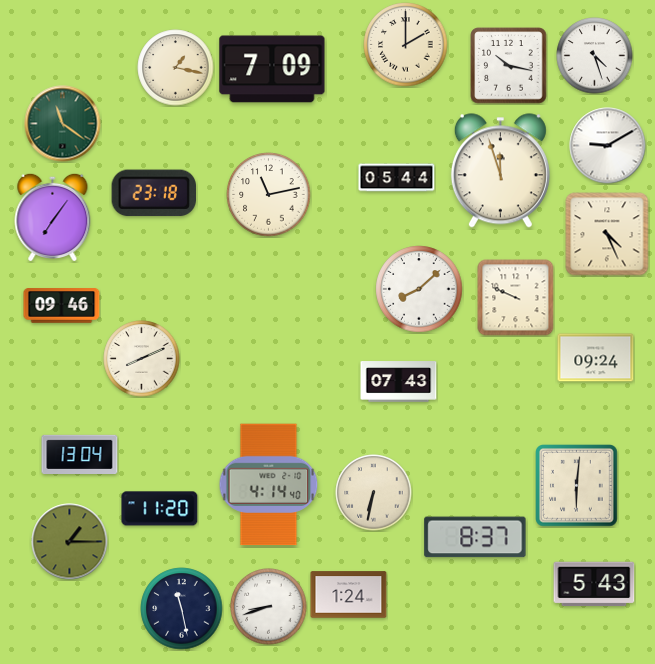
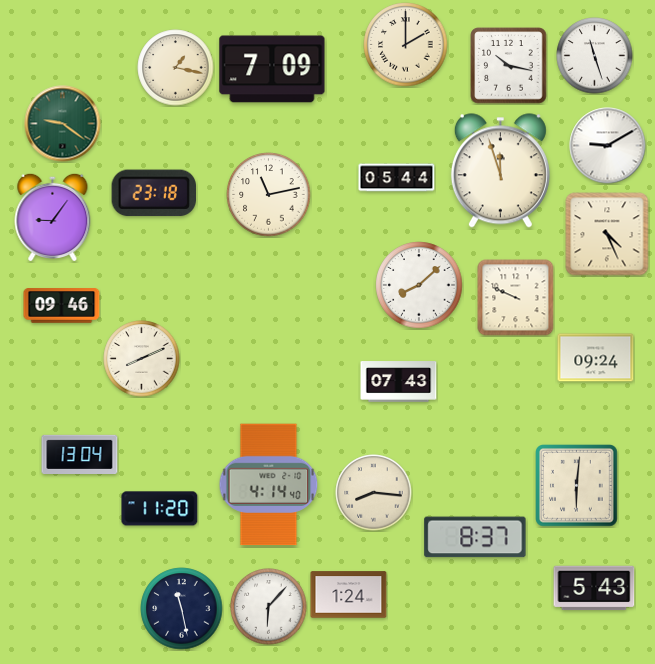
clock at (595, 56): 4:27 -> 11:27
clock at (63, 124): 11:21 -> 9:21
clock at (53, 217): 7:06 -> 9:06
clock at (419, 289) position: (419, 289) -> (419, 285)
clock at (374, 493): 6:32 -> 8:16
clock at (70, 542): 1:15 -> none
clock at (594, 584) position: (594, 584) -> (594, 588)
clock at (269, 607): 8:42 -> 6:07
